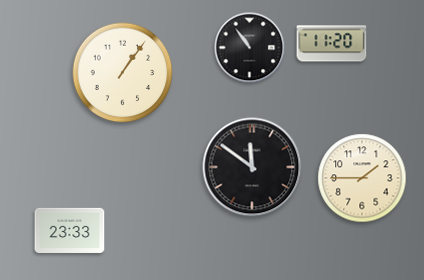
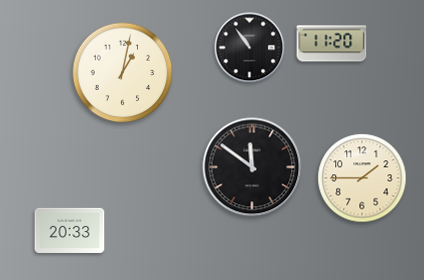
clock at (123, 73): 1:06 -> 1:02
clock at (70, 230): 23:33 -> 20:33
